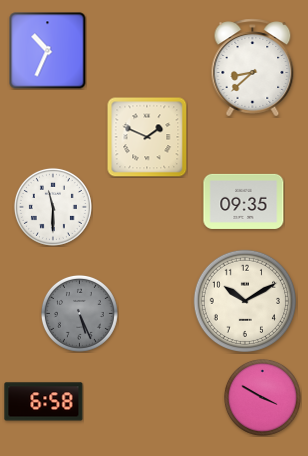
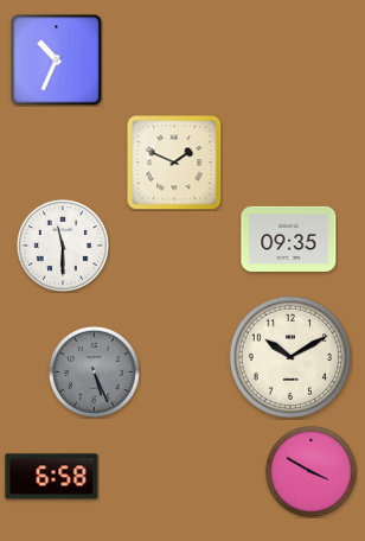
clock at (253, 68): 8:38 -> none
